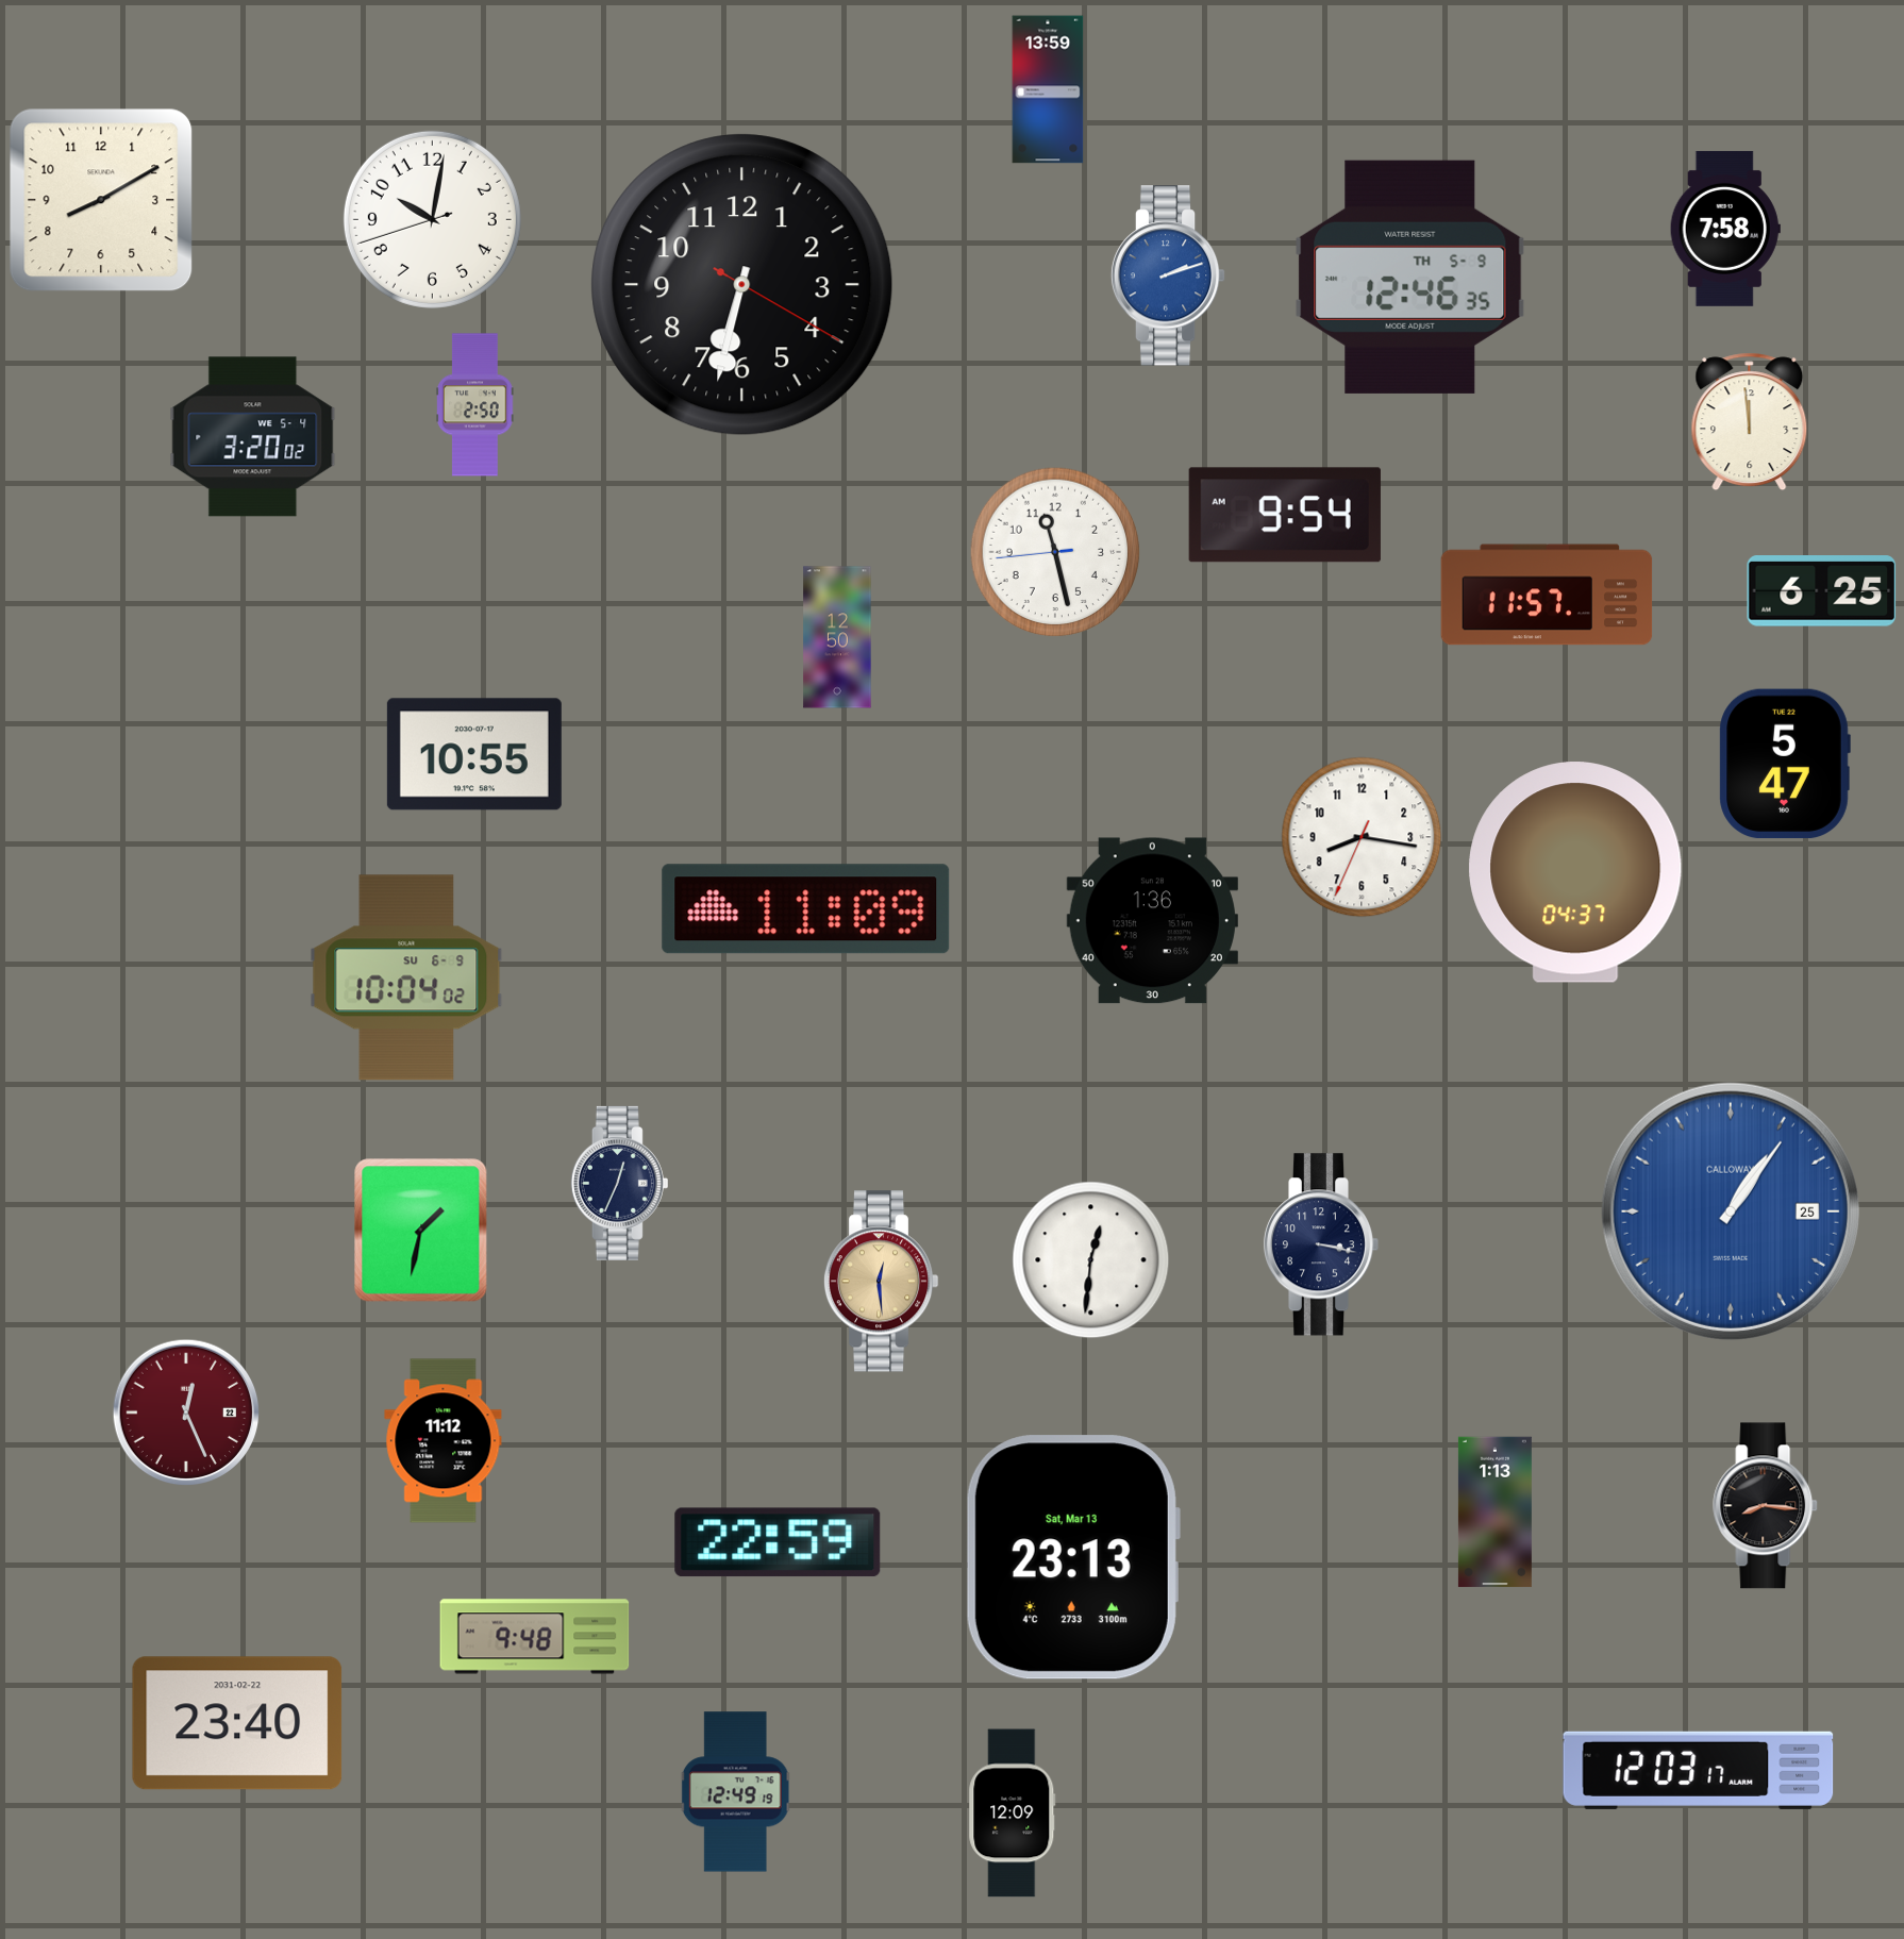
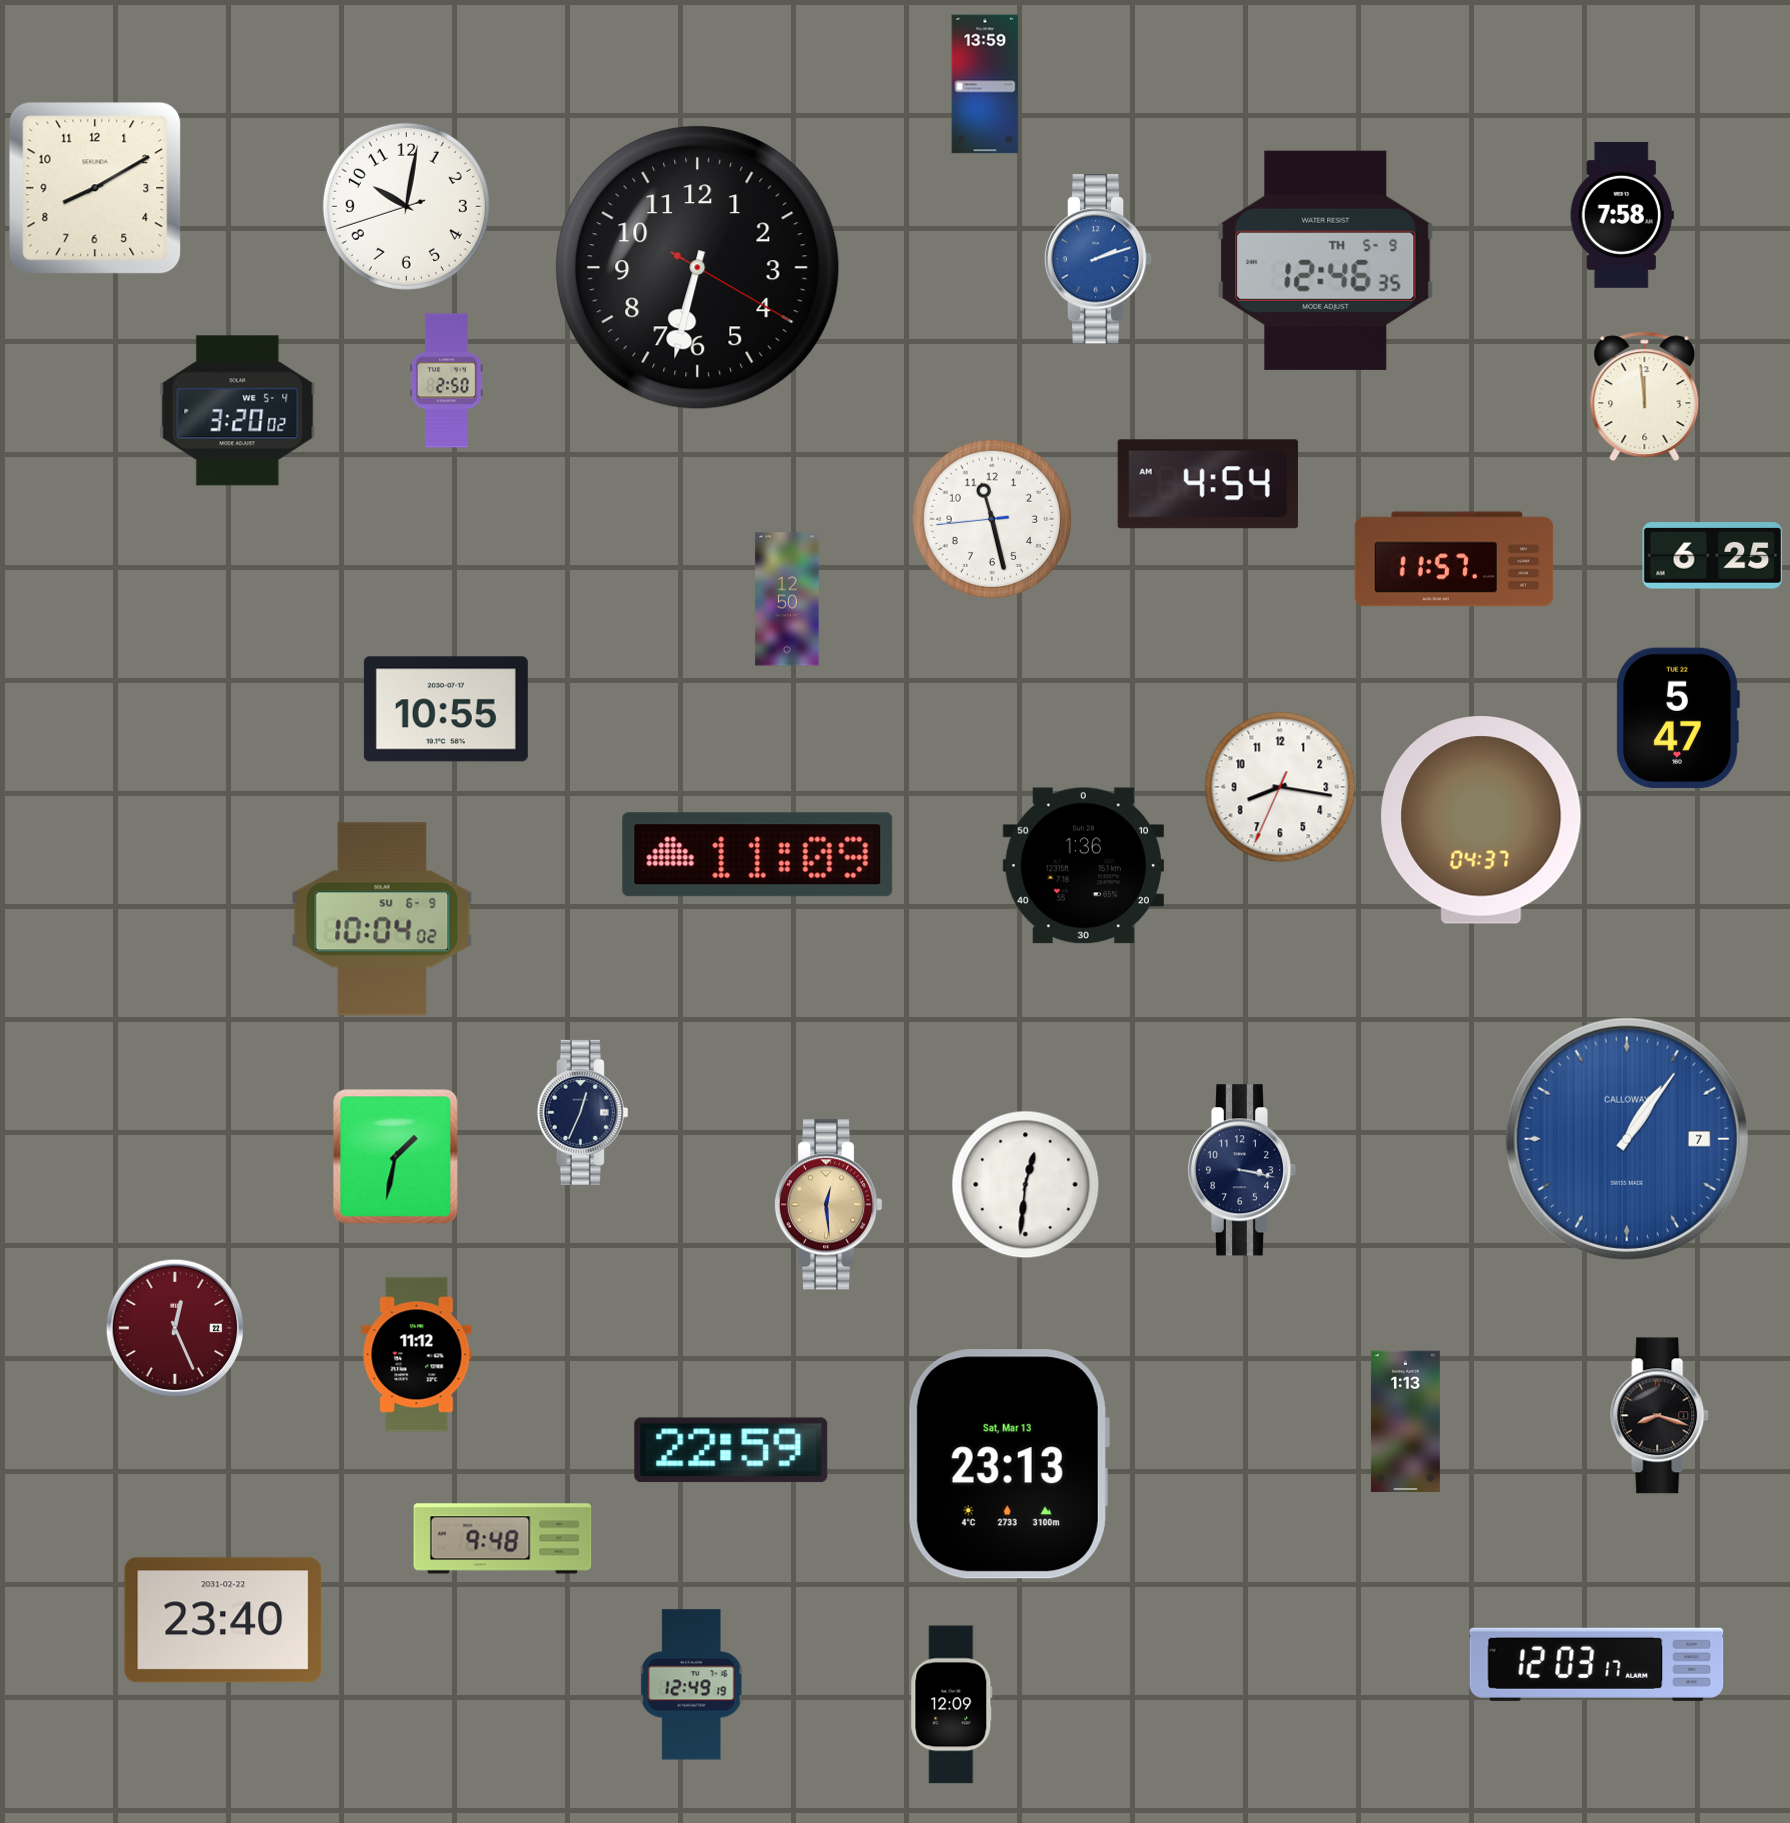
clock at (1285, 515): 9:54 -> 4:54
clock at (1731, 1211) date: 25 -> 7
clock at (1766, 1506): 8:16 -> 8:18
